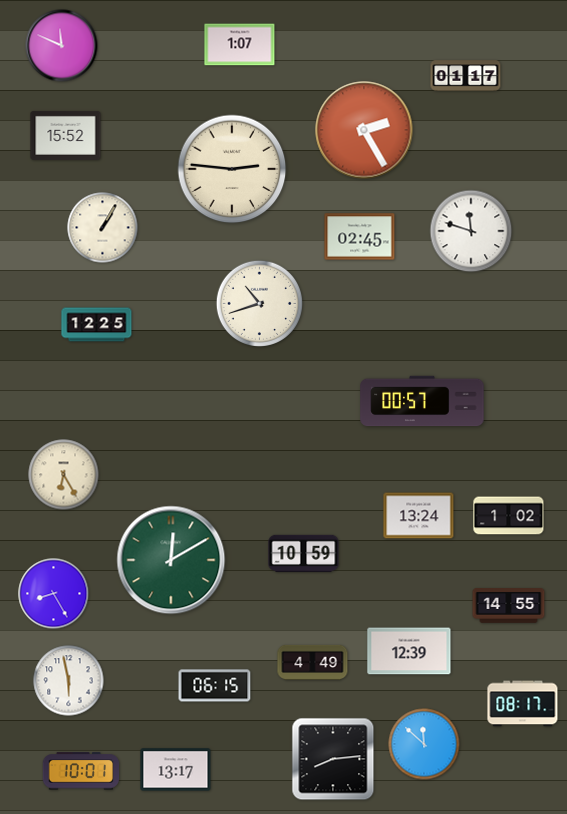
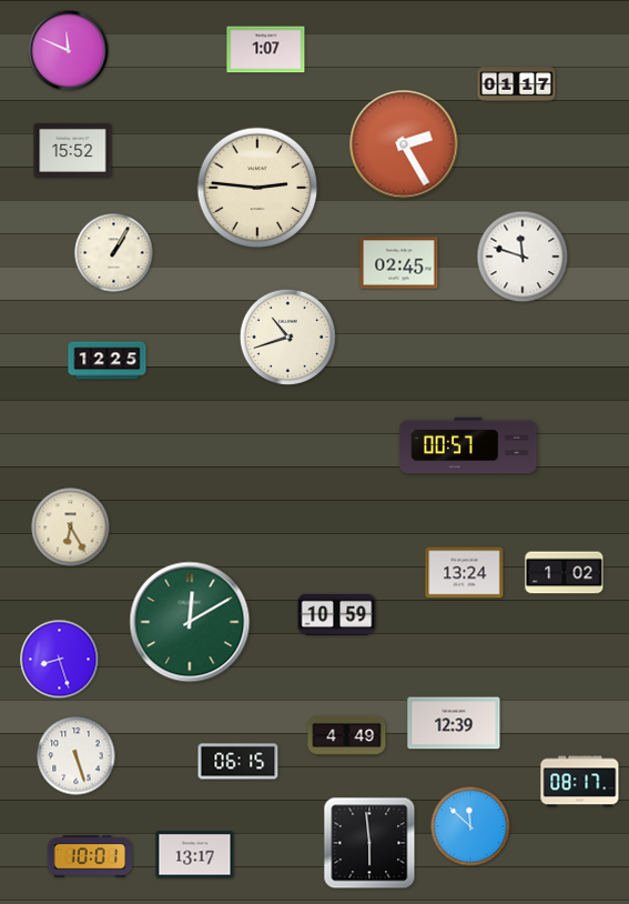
clock at (54, 594): 8:25 -> 8:27
clock at (509, 606): 14:55 -> none
clock at (69, 681): 5:58 -> 5:27
clock at (333, 759): 8:14 -> 5:59
